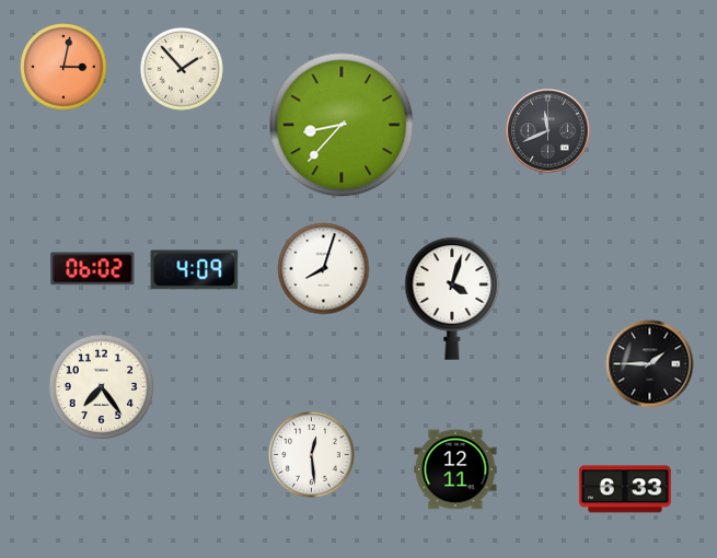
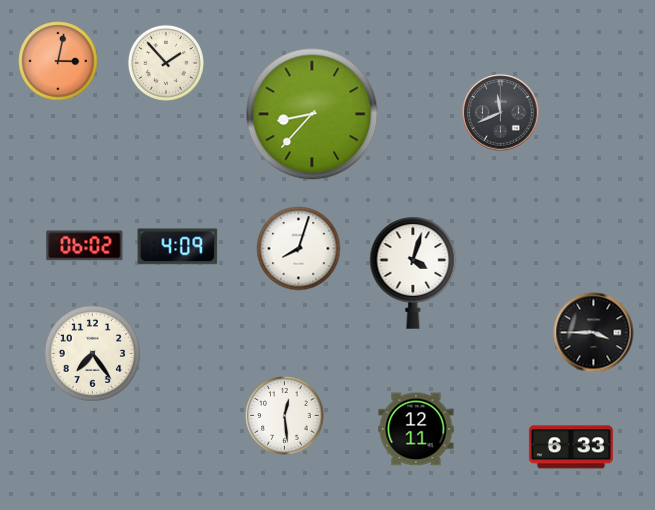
clock at (548, 131) position: (548, 131) -> (501, 113)
clock at (324, 269) position: (324, 269) -> (299, 249)
clock at (650, 364): 1:45 -> 3:45
